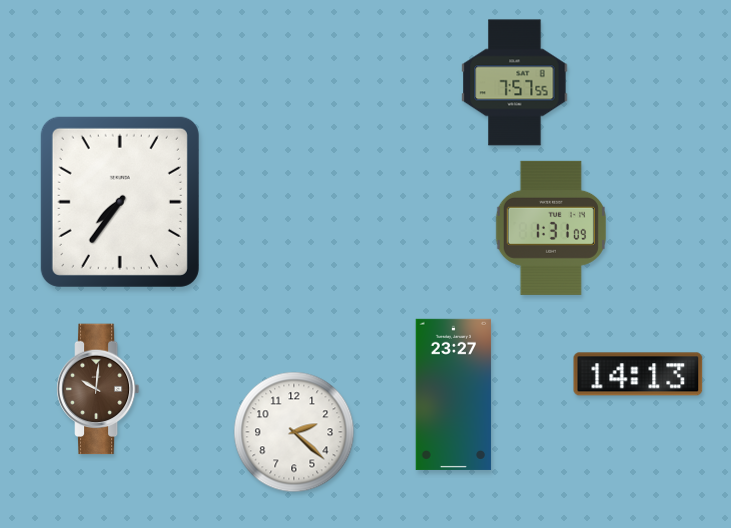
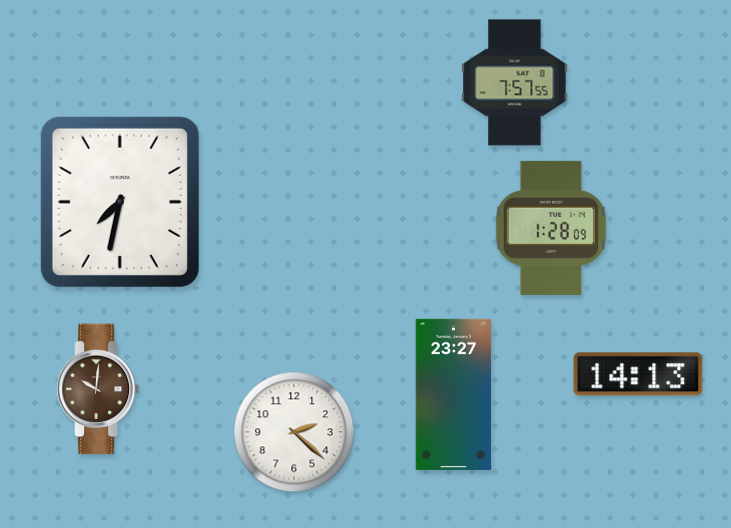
clock at (120, 202): 7:36 -> 7:32
clock at (551, 228): 1:31 -> 1:28
